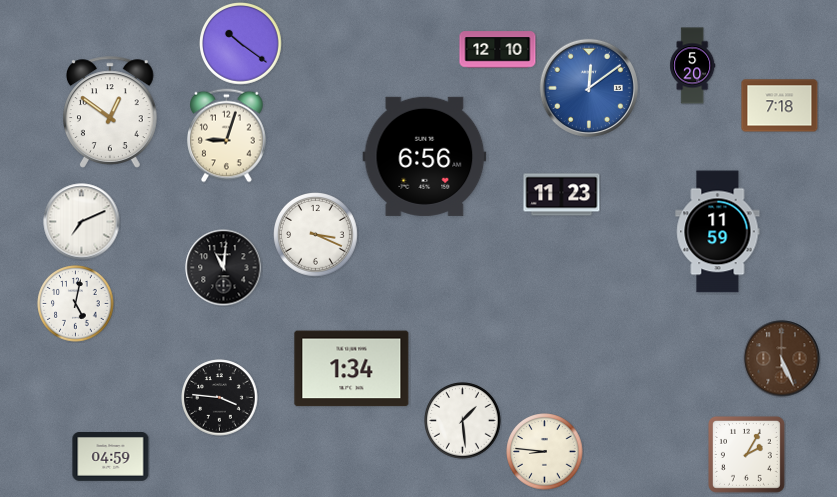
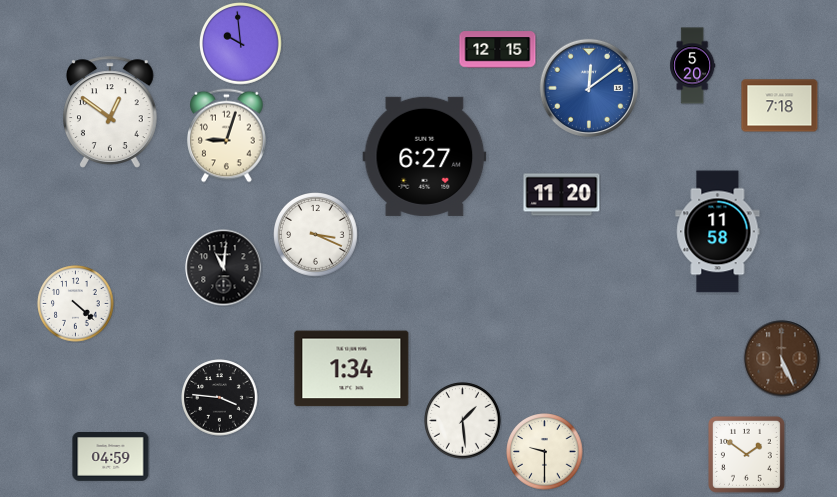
clock at (241, 44): 10:21 -> 9:59
clock at (498, 50): 12:10 -> 12:15
clock at (425, 156): 6:56 -> 6:27
clock at (562, 195): 11:23 -> 11:20
clock at (82, 222): 7:11 -> none
clock at (718, 232): 11:59 -> 11:58
clock at (76, 304): 5:02 -> 4:22
clock at (545, 452): 8:46 -> 9:30
clock at (746, 454): 2:05 -> 1:51
